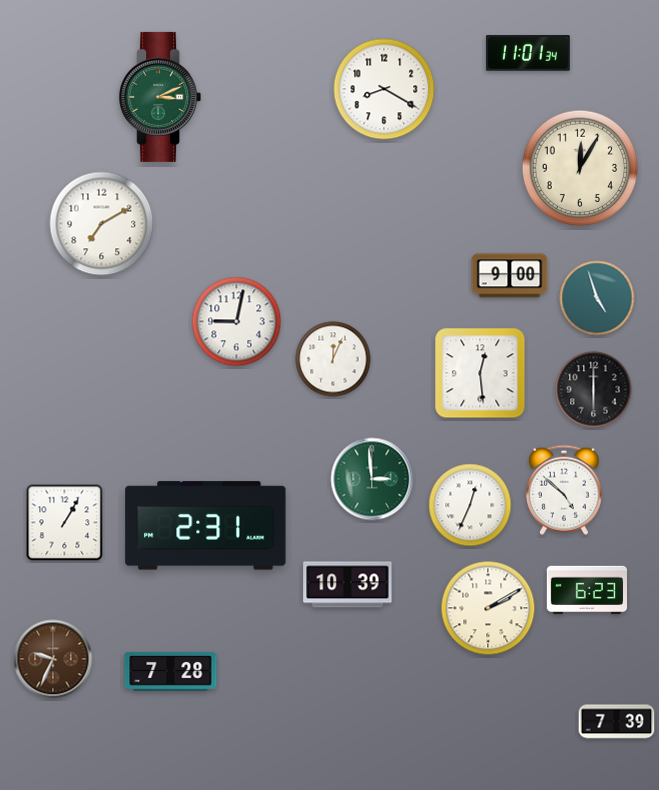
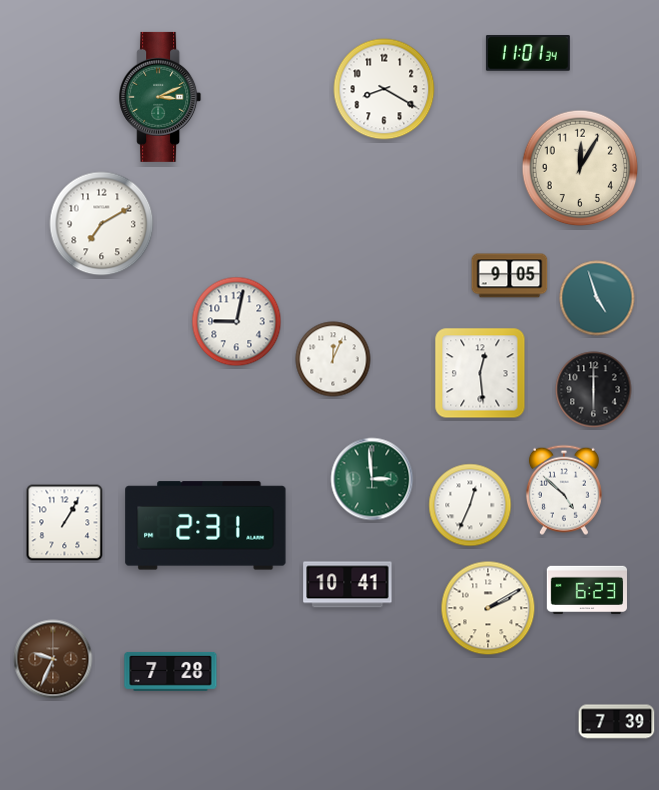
clock at (510, 276): 9:00 -> 9:05
clock at (348, 585): 10:39 -> 10:41
